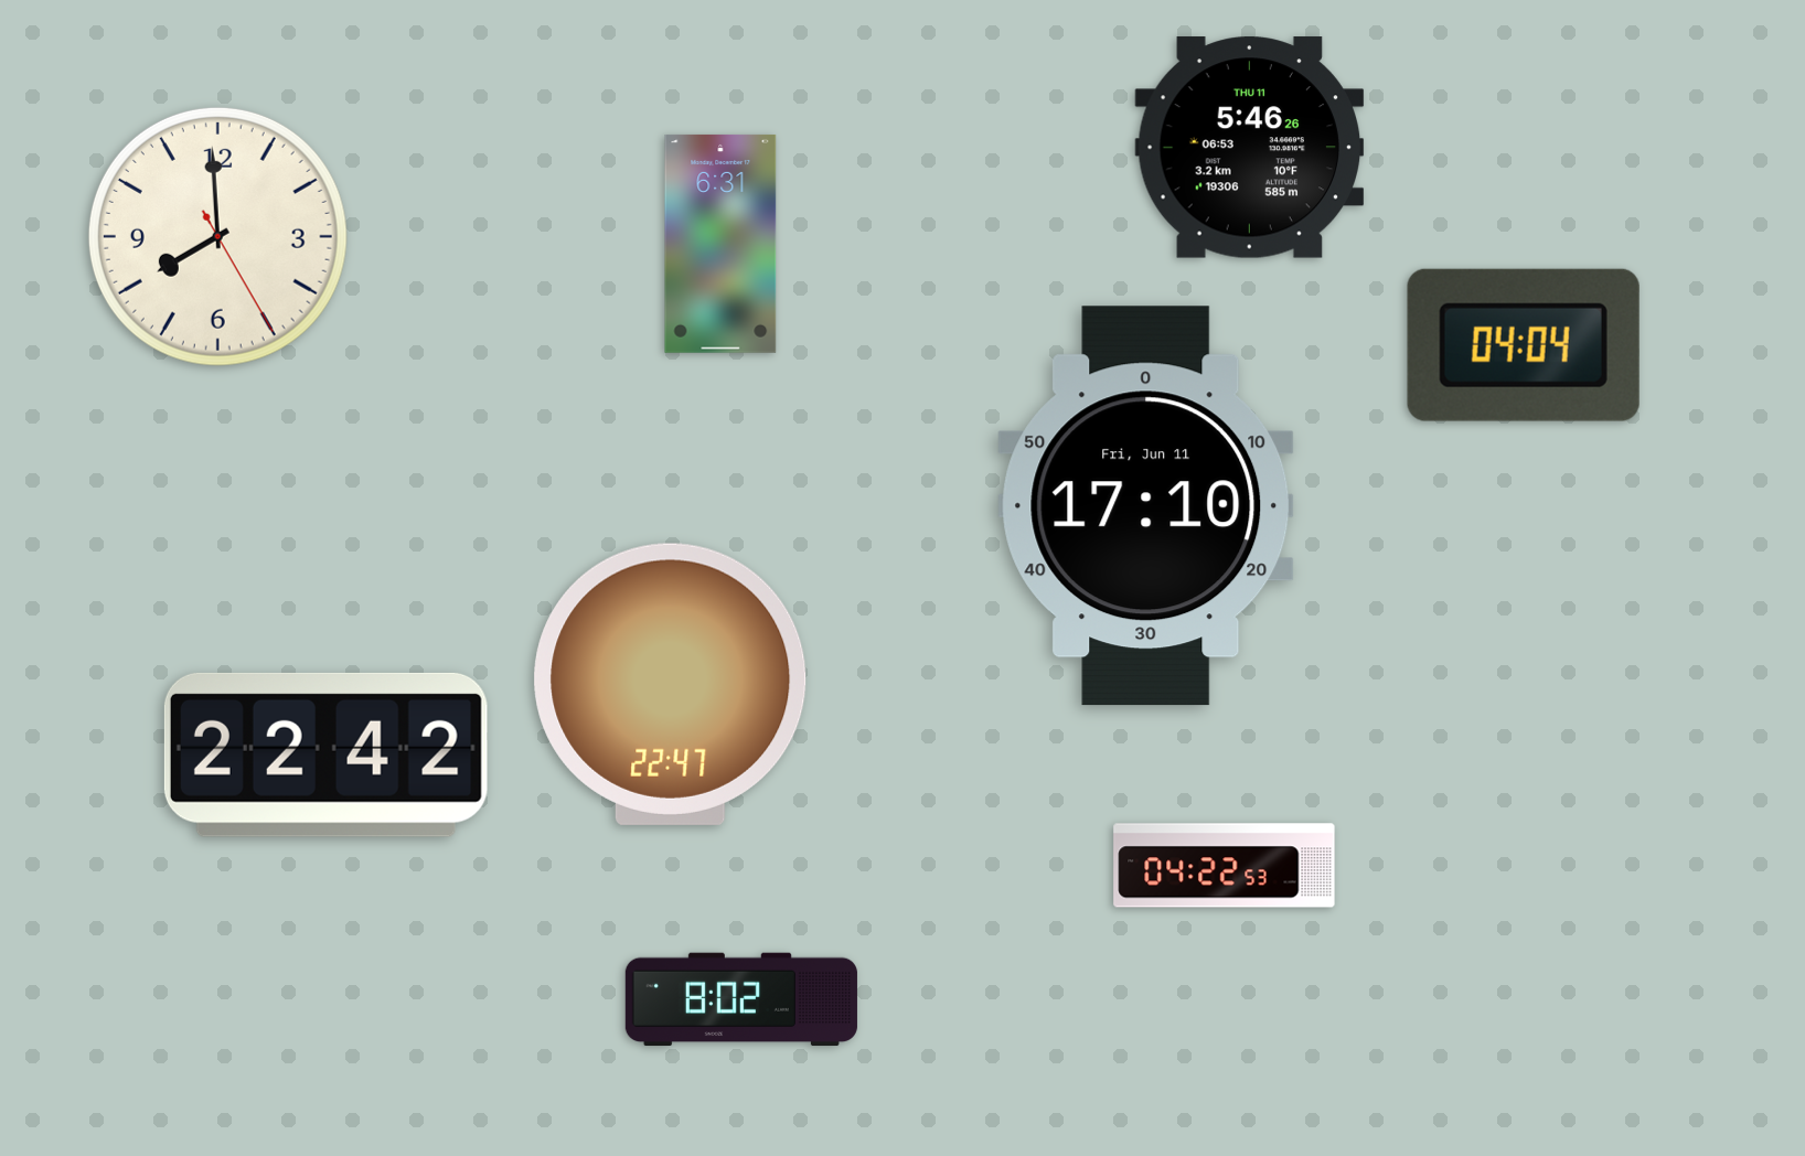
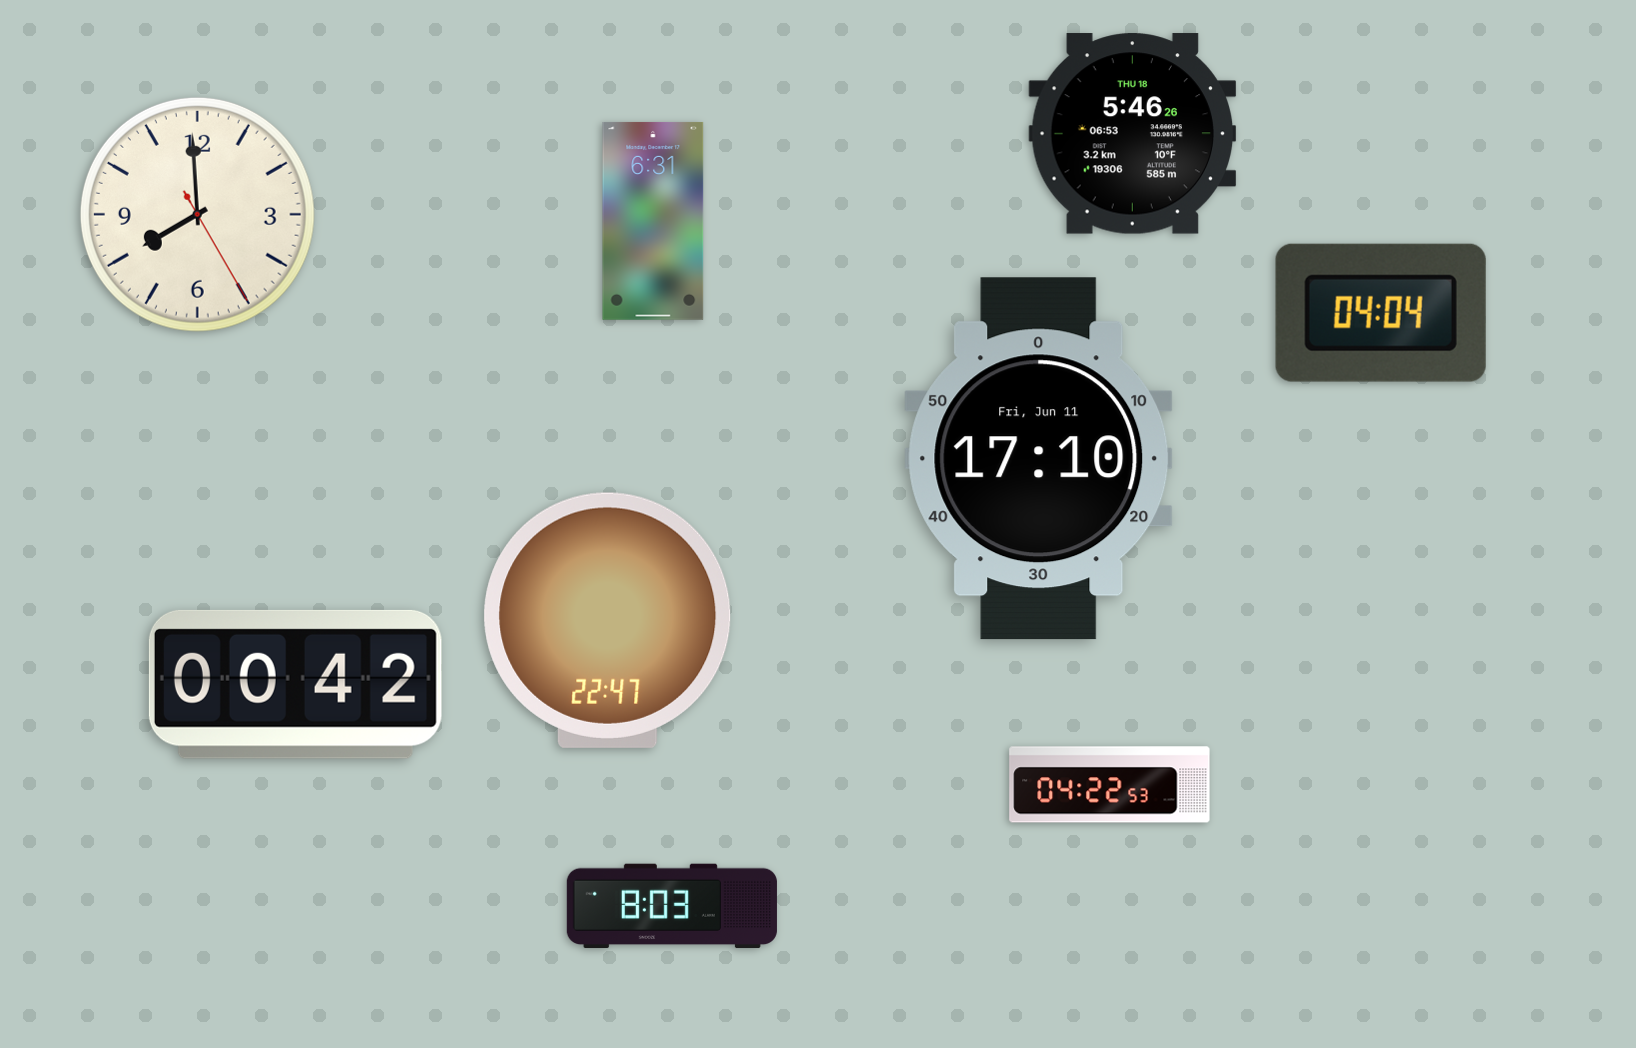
clock at (1250, 148) date: THU 11 -> THU 18
clock at (325, 754): 22:42 -> 00:42
clock at (741, 999): 8:02 -> 8:03
